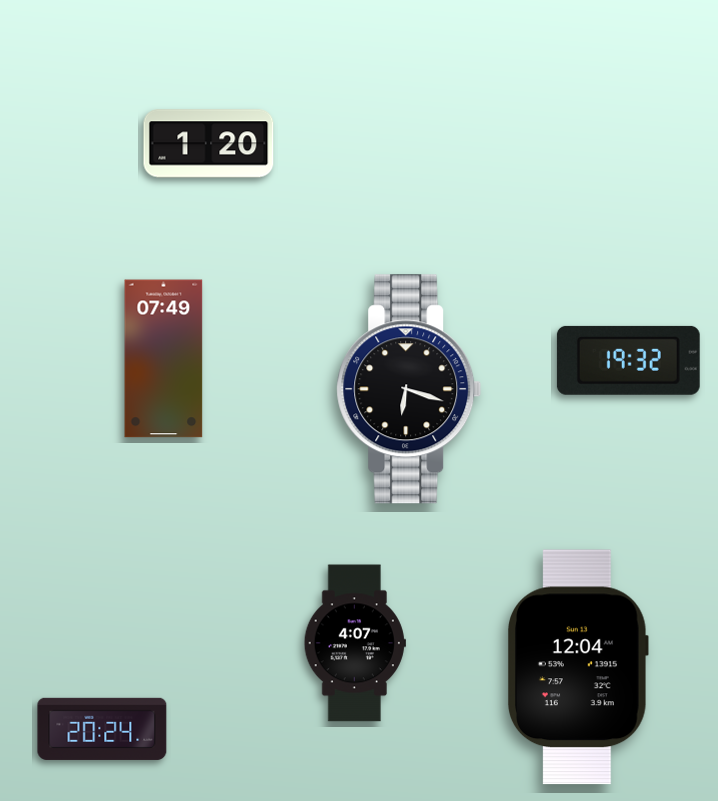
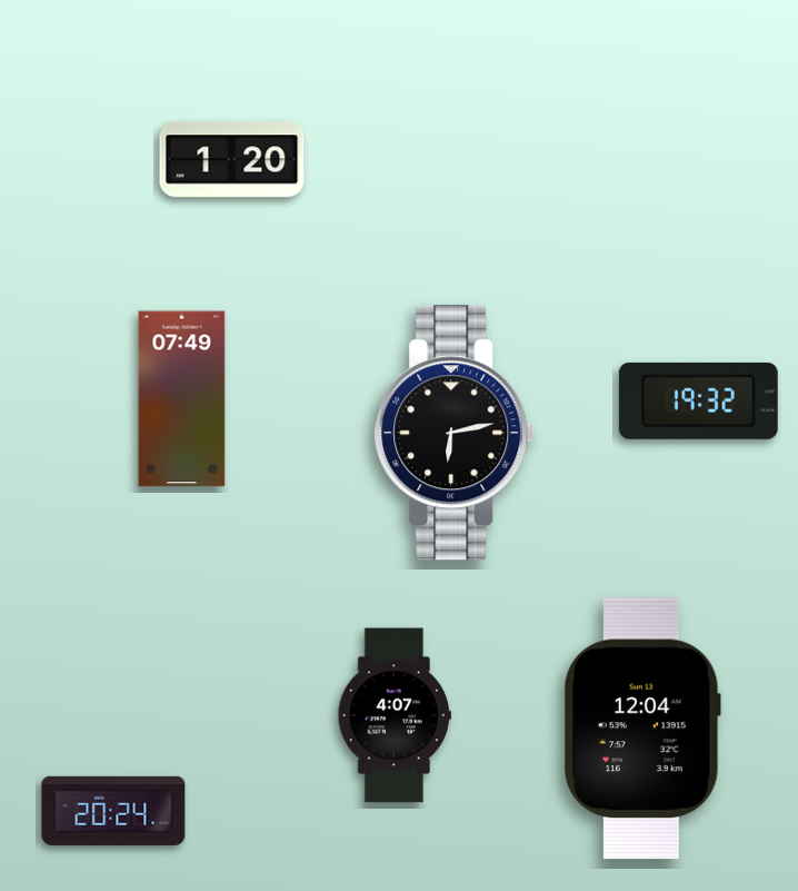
clock at (409, 389): 6:18 -> 6:13
clock at (579, 667) position: (579, 667) -> (644, 729)
